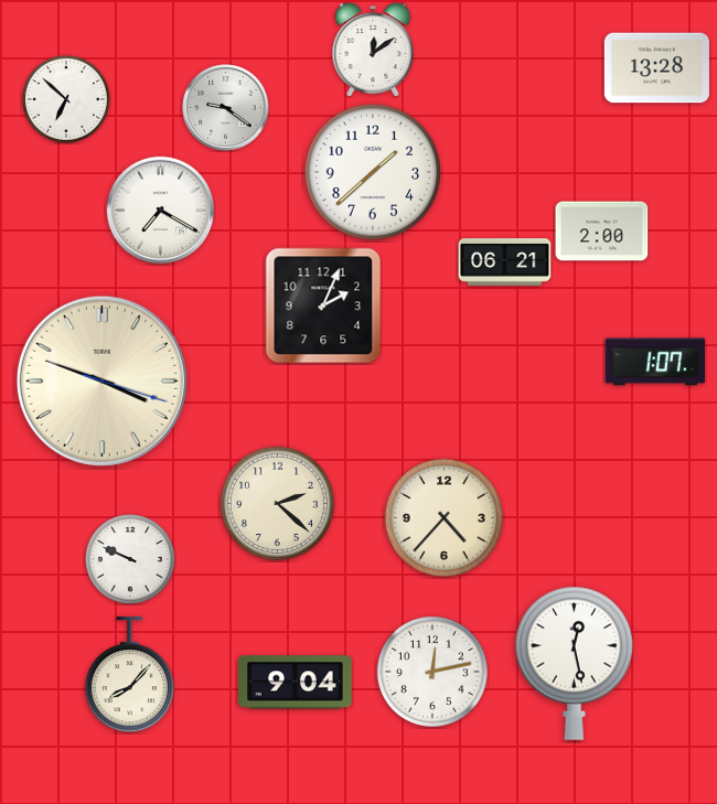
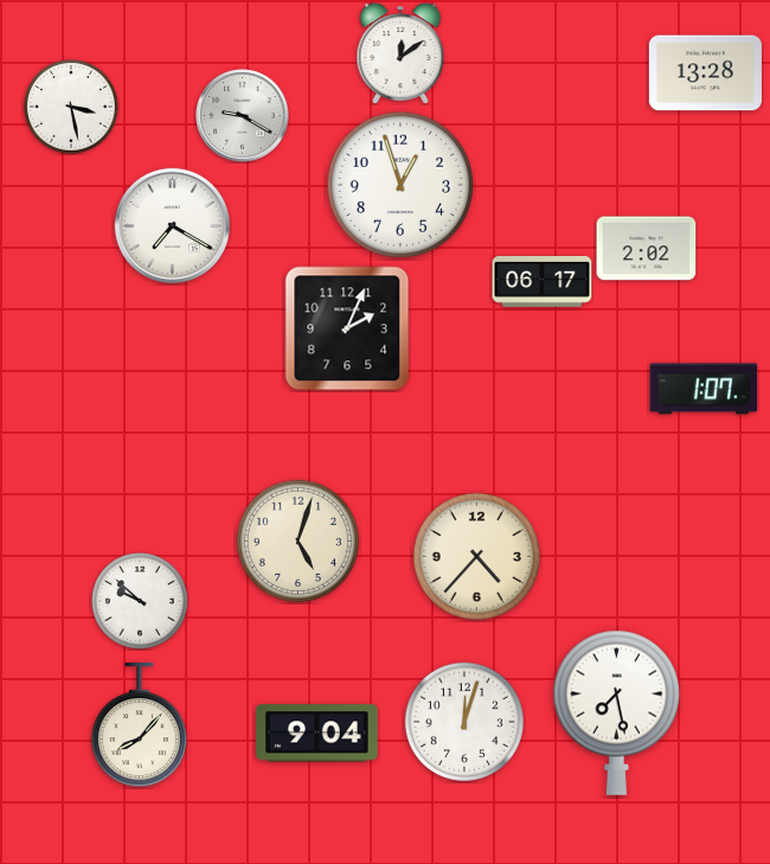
clock at (67, 100): 6:52 -> 3:28
clock at (226, 108): 9:21 -> 9:20
clock at (372, 171): 1:38 -> 12:57
clock at (602, 232): 2:00 -> 2:02
clock at (505, 262): 06:21 -> 06:17
clock at (101, 380): 3:48 -> none
clock at (277, 503): 2:22 -> 5:03
clock at (131, 560): 9:49 -> 9:52
clock at (575, 663): 12:28 -> 7:28
clock at (432, 672): 12:13 -> 12:03
